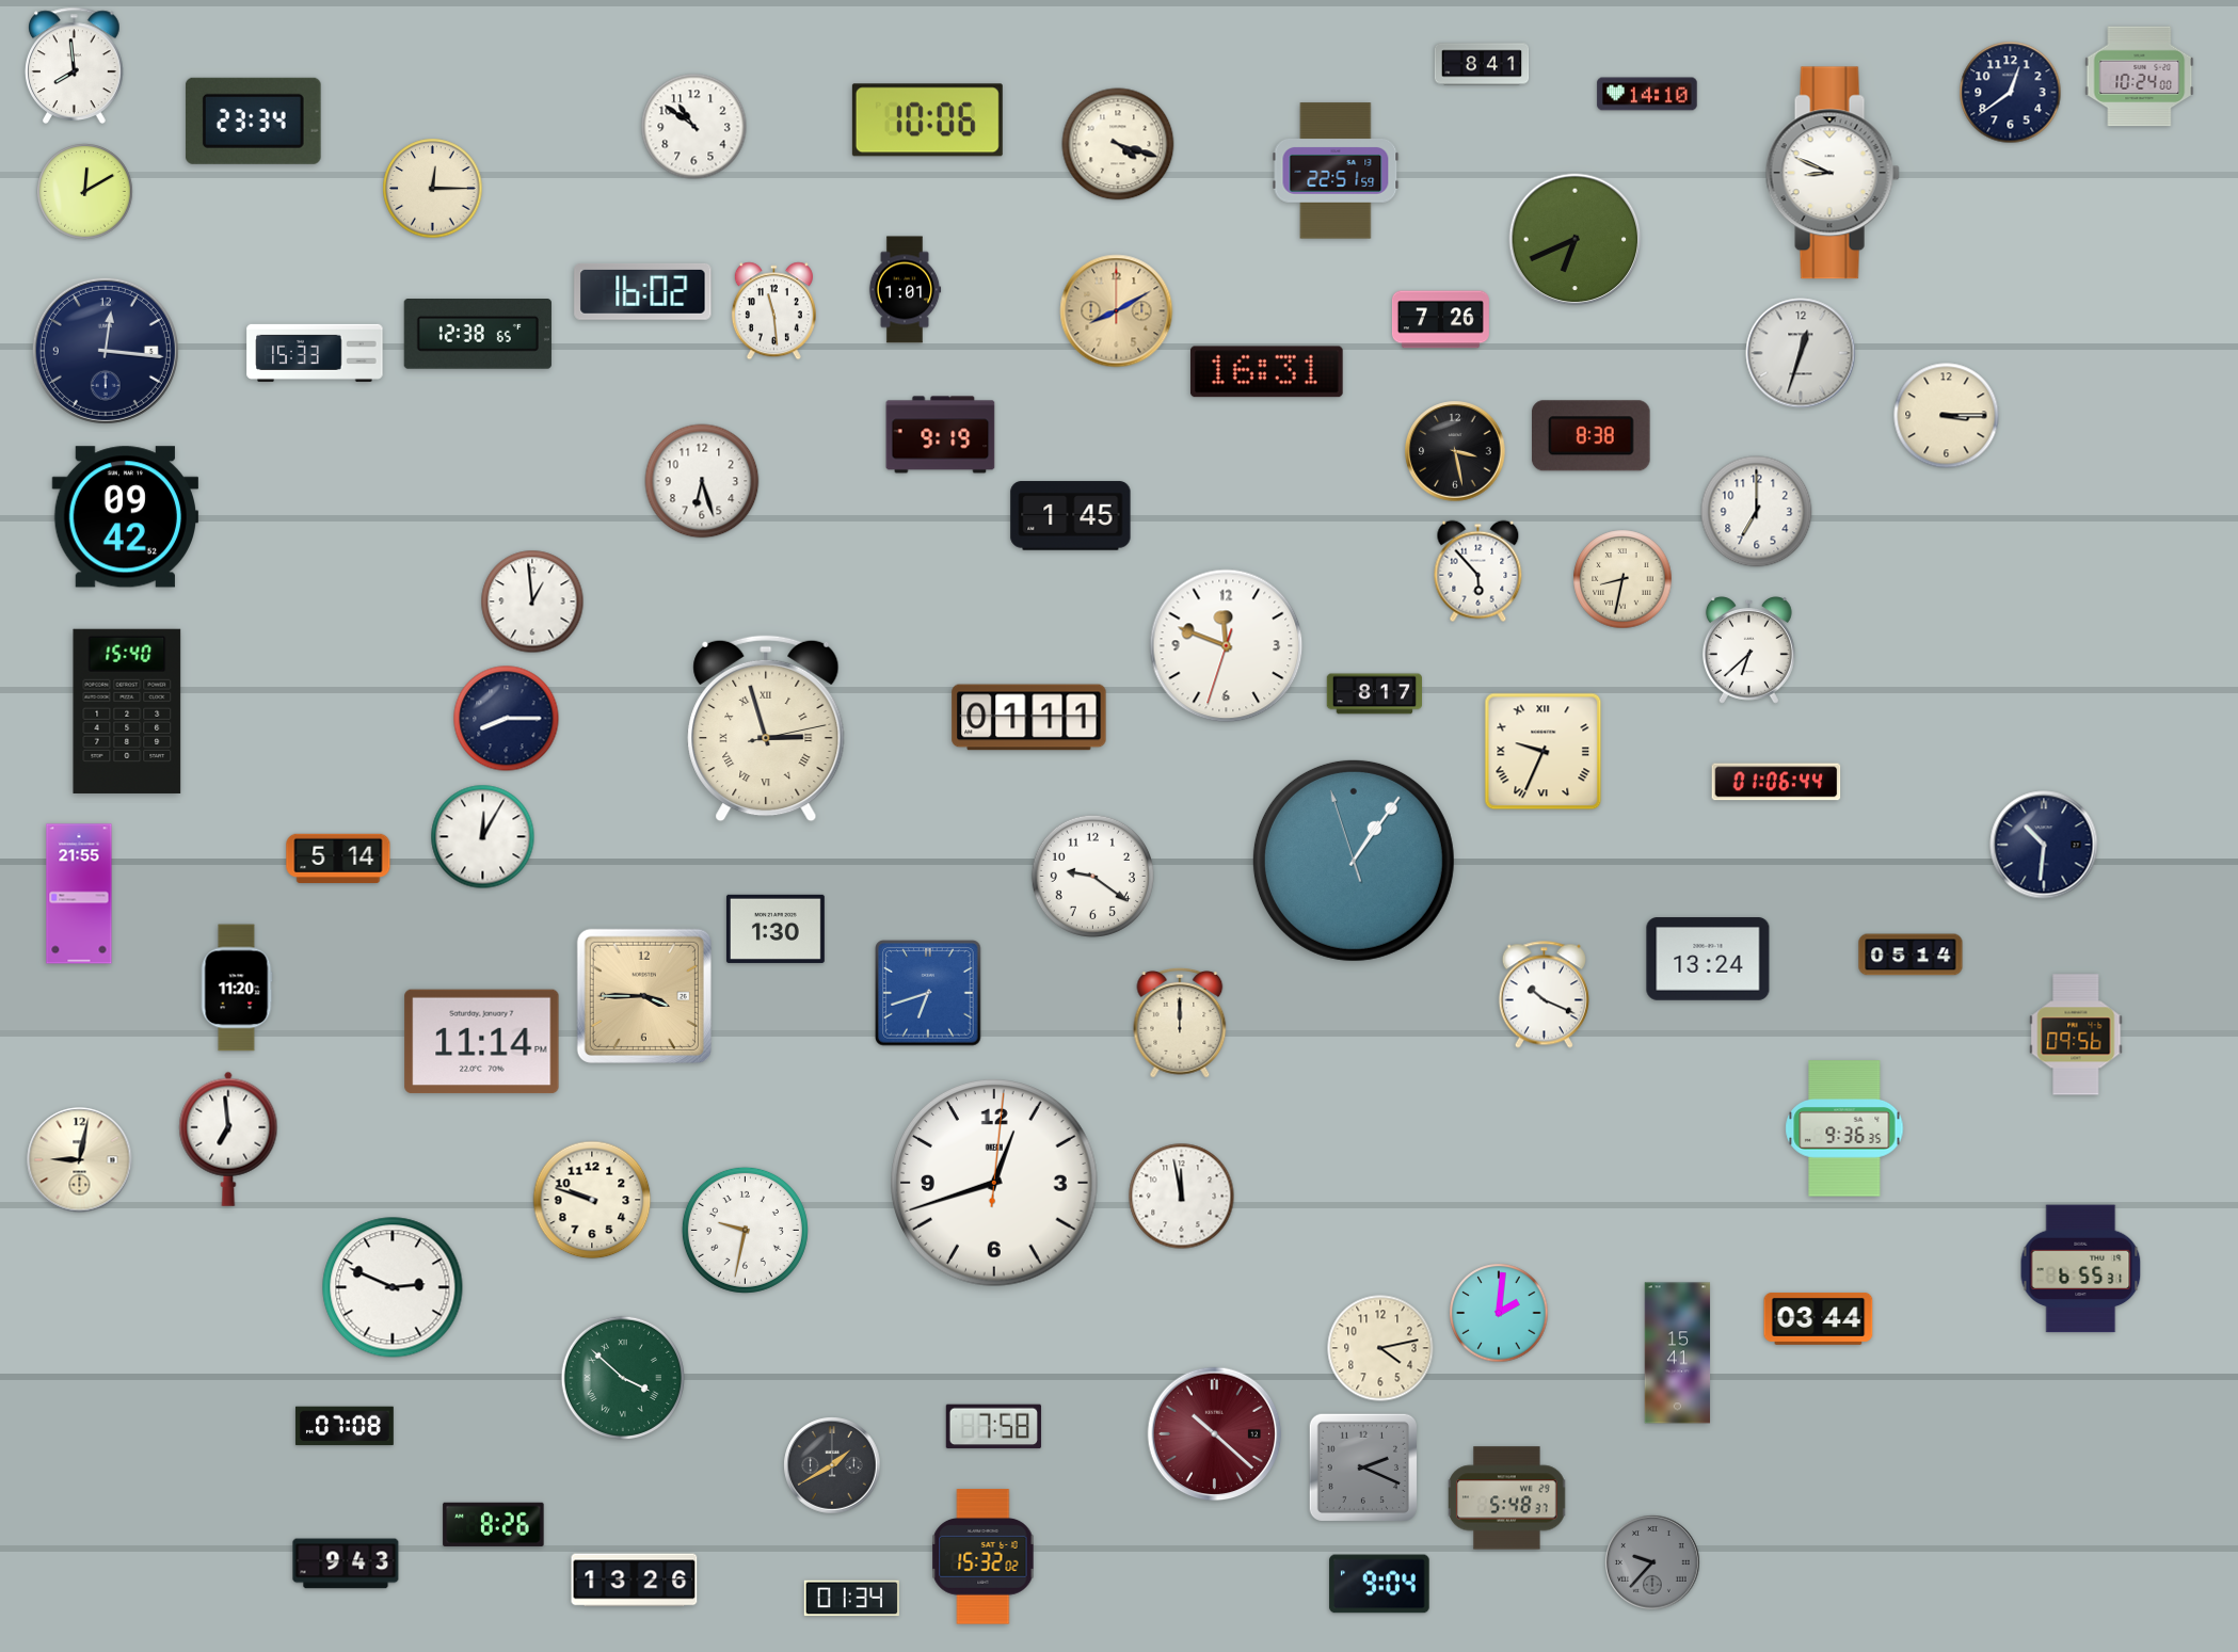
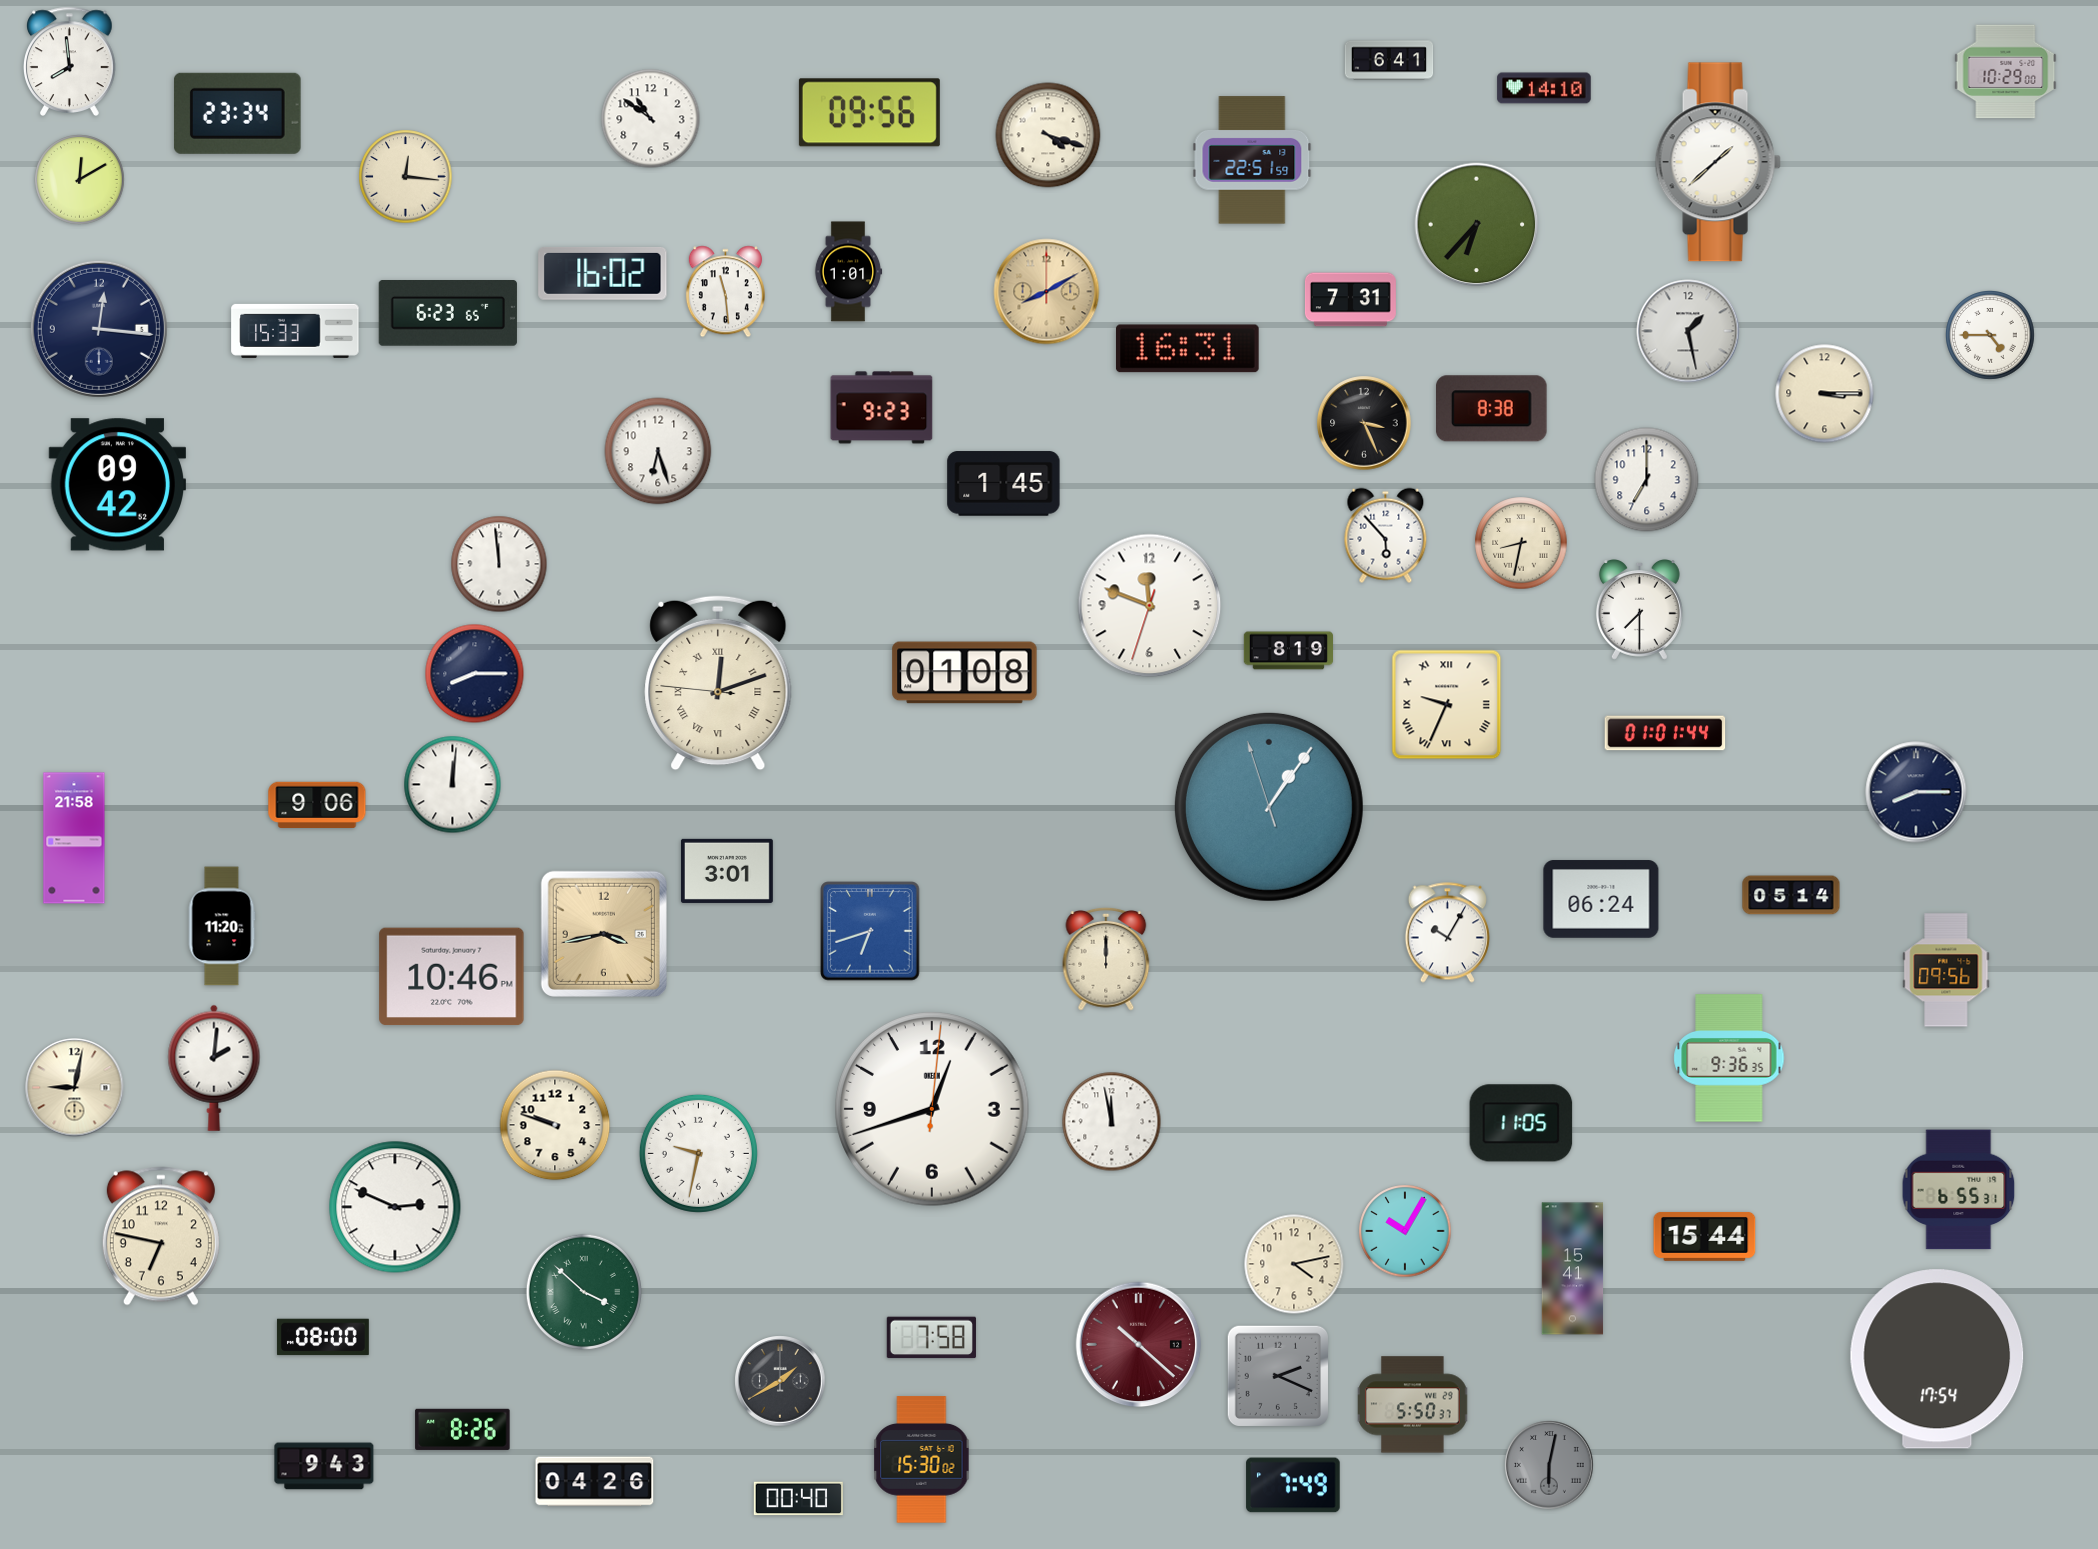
clock at (1482, 64): 8:41 -> 6:41
clock at (2140, 77): 10:24 -> 10:29
clock at (2011, 93): 12:39 -> none
clock at (927, 121): 10:06 -> 09:56
clock at (1833, 173): 8:49 -> 1:38
clock at (433, 189): 12:15 -> 12:16
clock at (1576, 240): 6:41 -> 6:37
clock at (1440, 320): 7:26 -> 7:31
clock at (478, 335): 12:38 -> 6:23
clock at (1801, 353): 12:33 -> 1:28
clock at (1990, 335): none -> 4:45
clock at (1947, 416) position: (1947, 416) -> (1825, 394)
clock at (941, 435): 9:19 -> 9:23
clock at (1455, 451): 3:28 -> 3:26
clock at (532, 602): 12:59 -> 11:59
clock at (1748, 651): 6:38 -> 7:30
clock at (1374, 694): 8:17 -> 8:19
clock at (127, 711): 15:40 -> none
clock at (1029, 718): 01:11 -> 01:08
clock at (766, 728): 2:57 -> 12:11
clock at (1776, 782): 01:06 -> 01:01
clock at (483, 837): 12:05 -> 12:01
clock at (2044, 845): 10:31 -> 8:15
clock at (338, 857): 5:14 -> 9:06
clock at (1092, 876): 9:21 -> none
clock at (79, 894): 21:55 -> 21:58
clock at (776, 929): 1:30 -> 3:01
clock at (1708, 959): 13:24 -> 06:24
clock at (1544, 995): 10:19 -> 10:05
clock at (644, 996): 3:45 -> 3:43
clock at (482, 1042): 11:14 -> 10:46
clock at (228, 1139): 6:59 -> 2:01
clock at (1182, 1197) position: (1182, 1197) -> (1112, 1122)
clock at (1521, 1123): none -> 11:05
clock at (2081, 1269) position: (2081, 1269) -> (1959, 1190)
clock at (393, 1287) position: (393, 1287) -> (395, 1207)
clock at (1499, 1313): 2:01 -> 10:05
clock at (161, 1236): none -> 6:47
clock at (1819, 1318): 03:44 -> 15:44
clock at (345, 1426): 07:08 -> 08:00
clock at (1937, 1359): none -> 17:54
clock at (832, 1465) position: (832, 1465) -> (780, 1381)
clock at (1507, 1498): 5:48 -> 5:50
clock at (984, 1557): 15:32 -> 15:30
clock at (1652, 1562): 9:37 -> 6:02
clock at (635, 1581): 13:26 -> 04:26
clock at (1379, 1584): 9:04 -> 7:49
clock at (851, 1599): 01:34 -> 00:40
